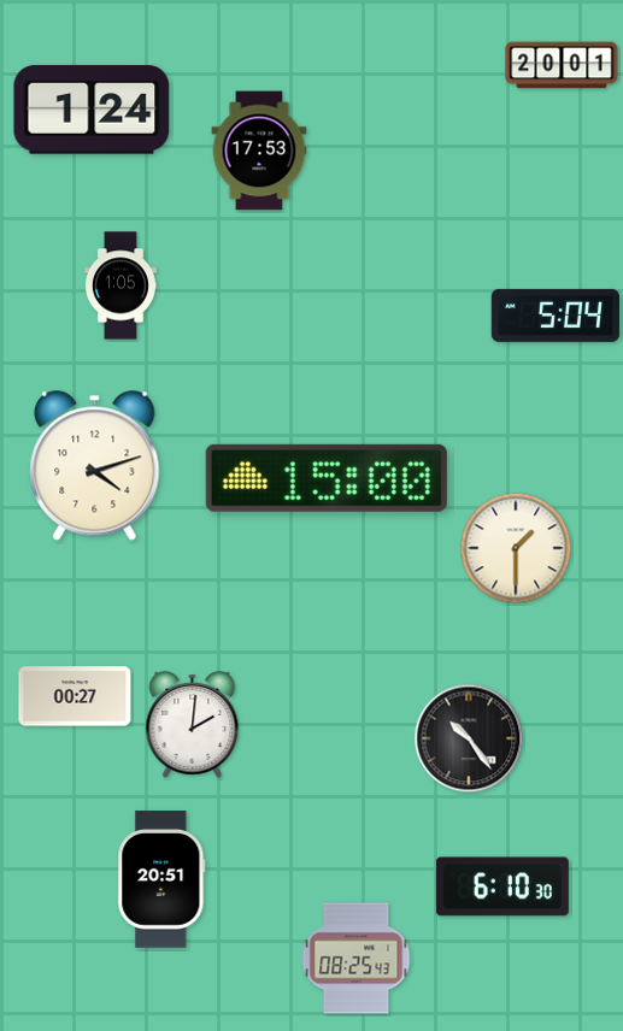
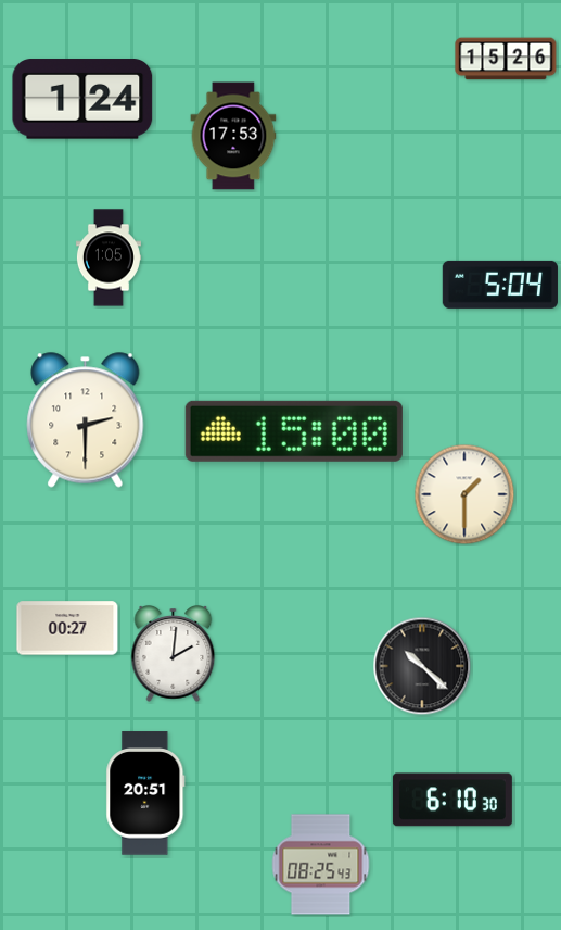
clock at (562, 65): 20:01 -> 15:26
clock at (95, 466): 4:12 -> 2:30
clock at (469, 738): 10:24 -> 10:22
